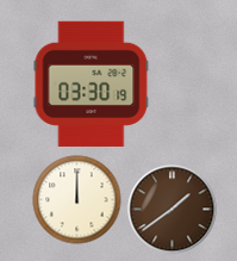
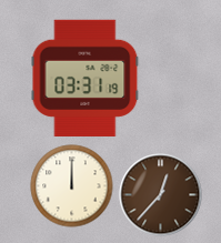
clock at (92, 83): 03:30 -> 03:31
clock at (173, 210): 1:39 -> 12:37
